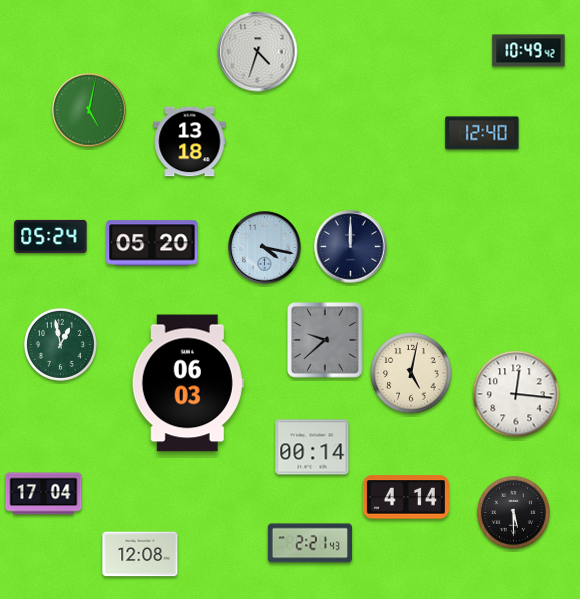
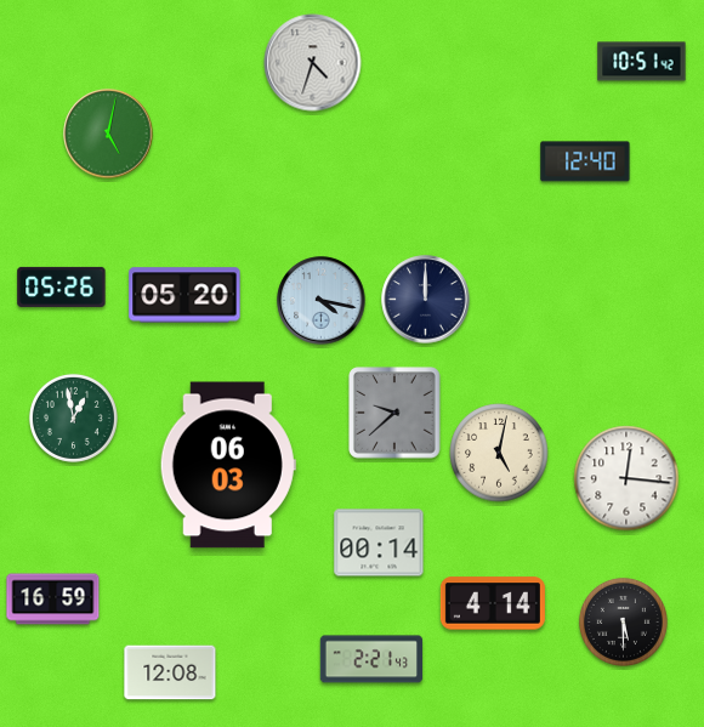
clock at (529, 51): 10:49 -> 10:51
clock at (190, 142): 13:18 -> none
clock at (51, 236): 05:24 -> 05:26
clock at (44, 494): 17:04 -> 16:59
clock at (310, 543) position: (310, 543) -> (371, 659)
